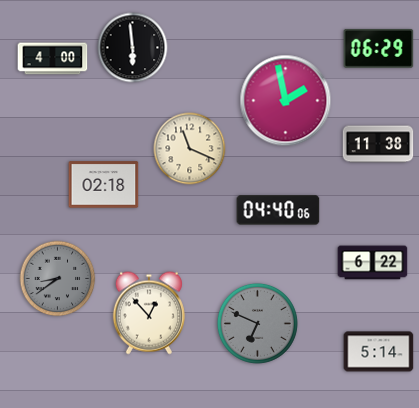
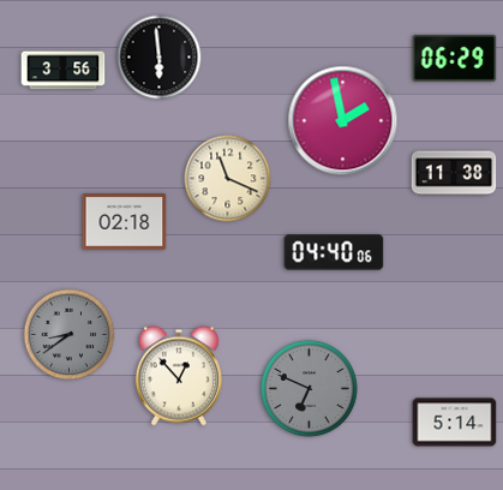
clock at (53, 59): 4:00 -> 3:56
clock at (373, 263): 6:22 -> none
